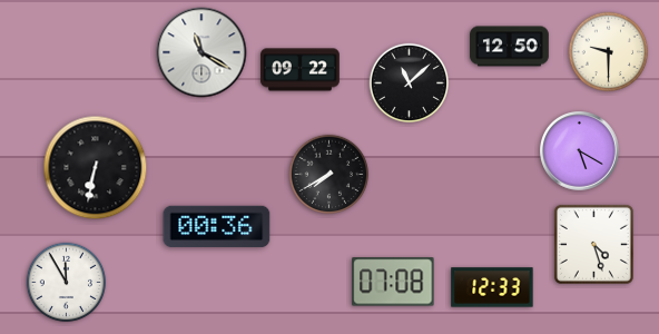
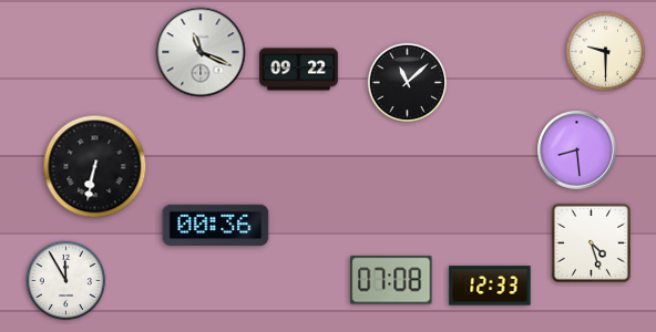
clock at (510, 47): 12:50 -> none
clock at (201, 52): 11:20 -> 11:19
clock at (580, 151): 5:20 -> 8:29
clock at (329, 175): 7:40 -> none
